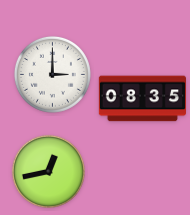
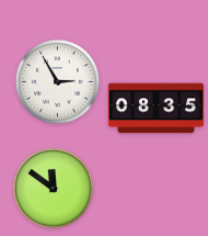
clock at (52, 74): 3:00 -> 2:55
clock at (48, 171): 12:43 -> 11:51
